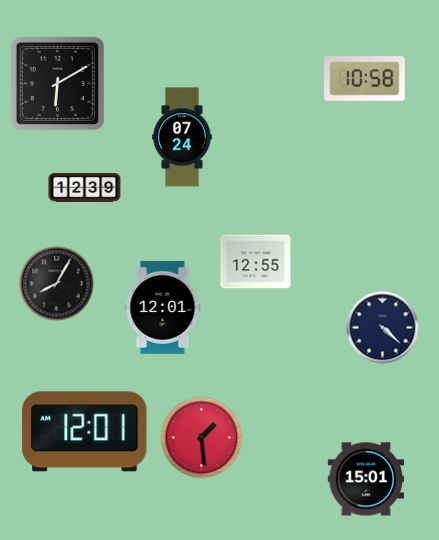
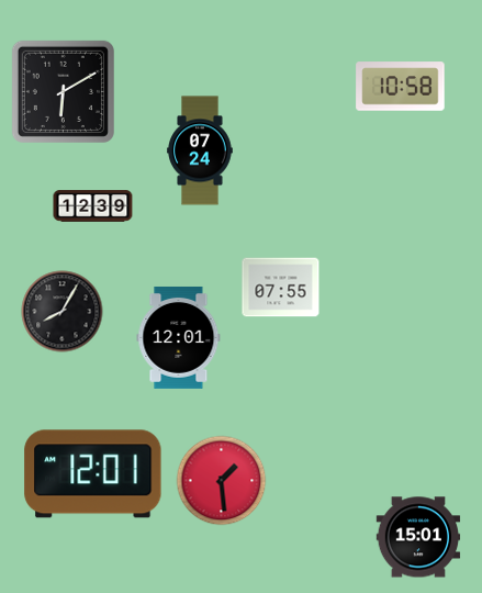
clock at (256, 262): 12:55 -> 07:55
clock at (383, 328): 4:22 -> none
clock at (366, 479) position: (366, 479) -> (418, 537)
